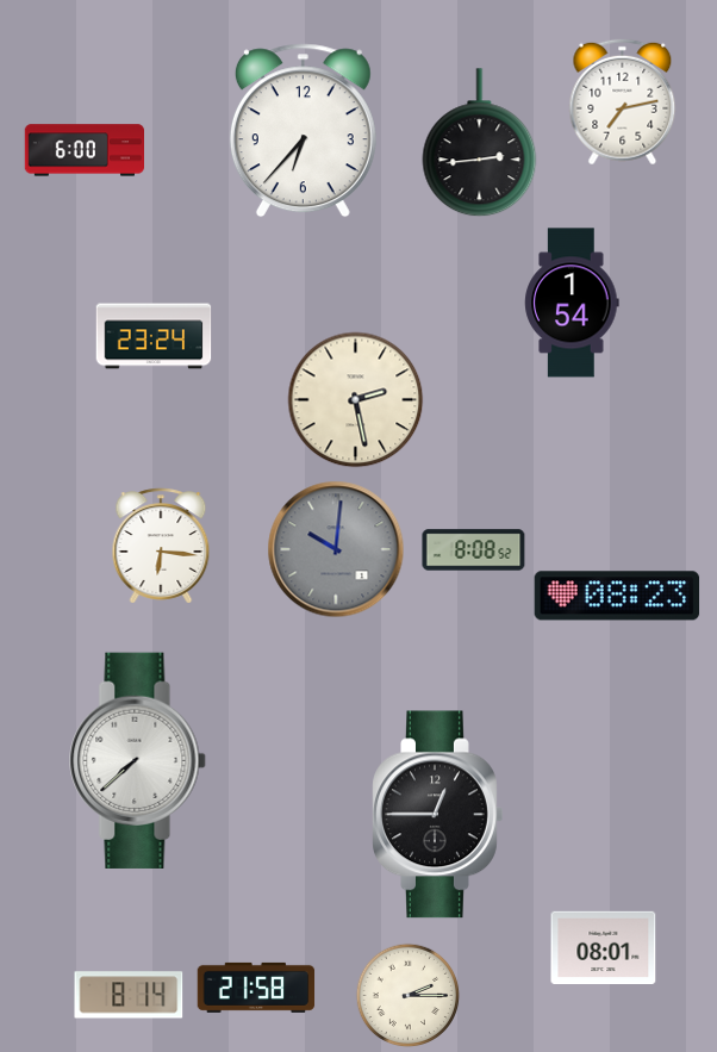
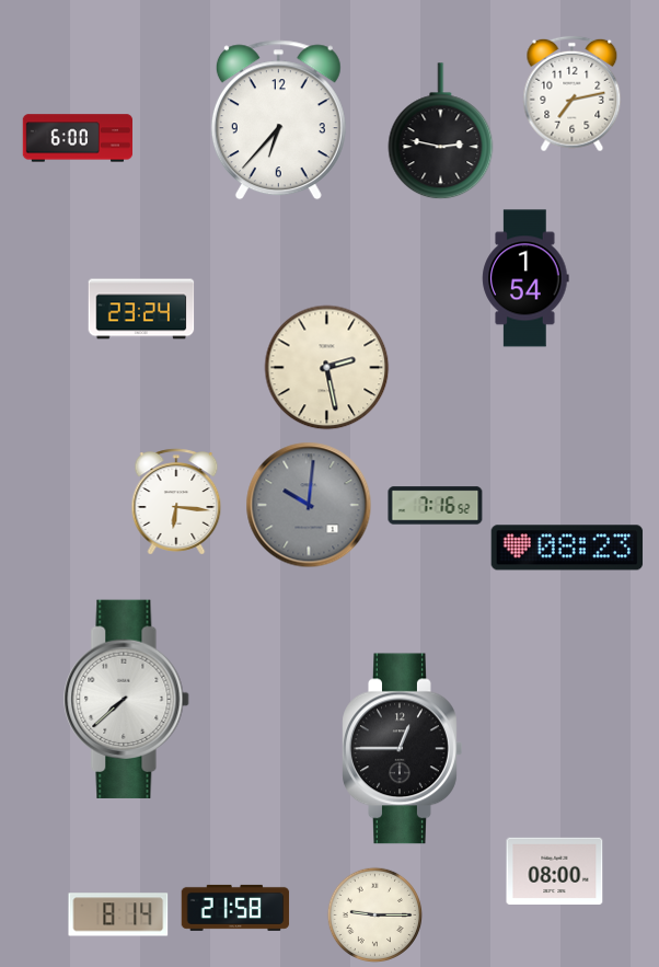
clock at (480, 143): 2:44 -> 2:47
clock at (161, 546) position: (161, 546) -> (176, 502)
clock at (474, 550): 8:08 -> 7:16
clock at (604, 948): 08:01 -> 08:00
clock at (407, 995): 2:15 -> 9:15
